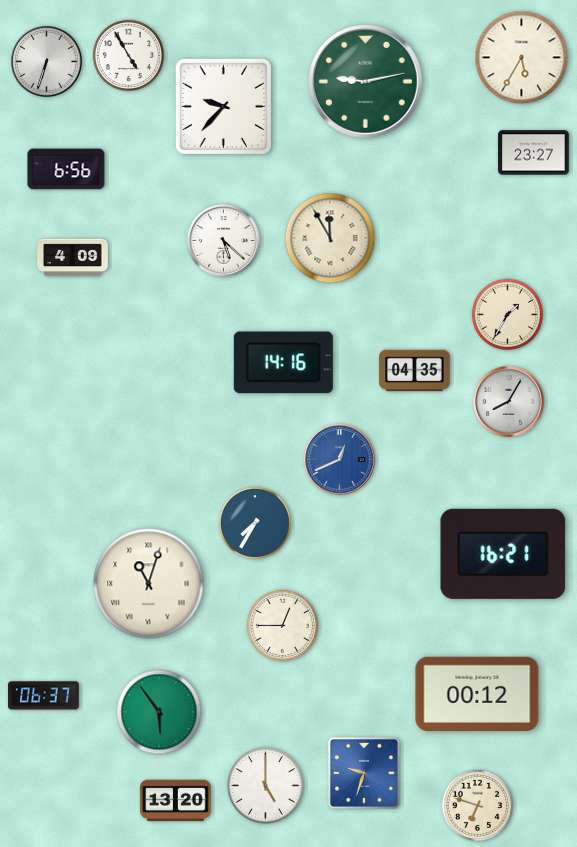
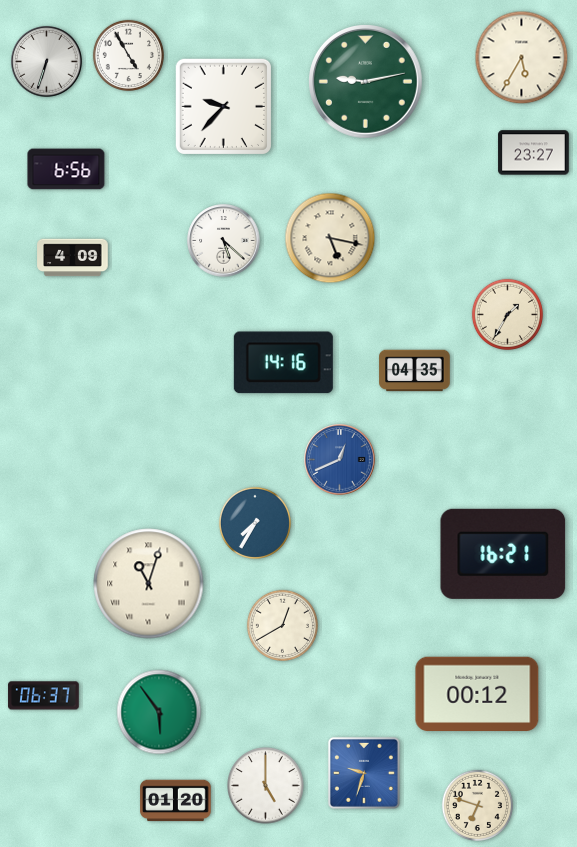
clock at (330, 238): 11:55 -> 5:17
clock at (509, 402): 8:05 -> none
clock at (282, 625): 12:45 -> 12:40
clock at (176, 801): 13:20 -> 01:20
